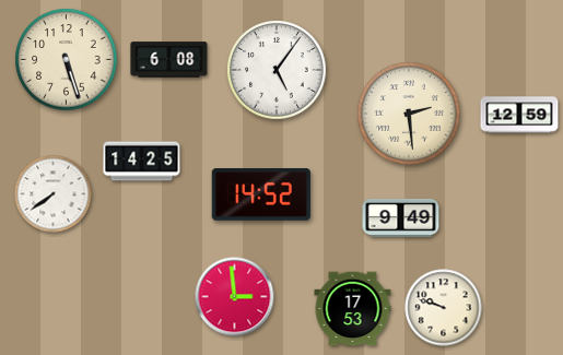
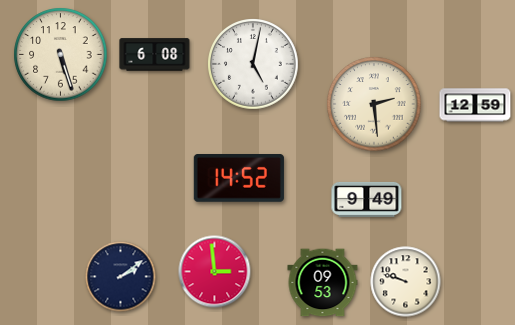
clock at (278, 71): 5:06 -> 5:02
clock at (142, 162): 14:25 -> none
clock at (54, 194): 7:39 -> none
clock at (121, 277): none -> 2:09
clock at (353, 309): 17:53 -> 09:53
